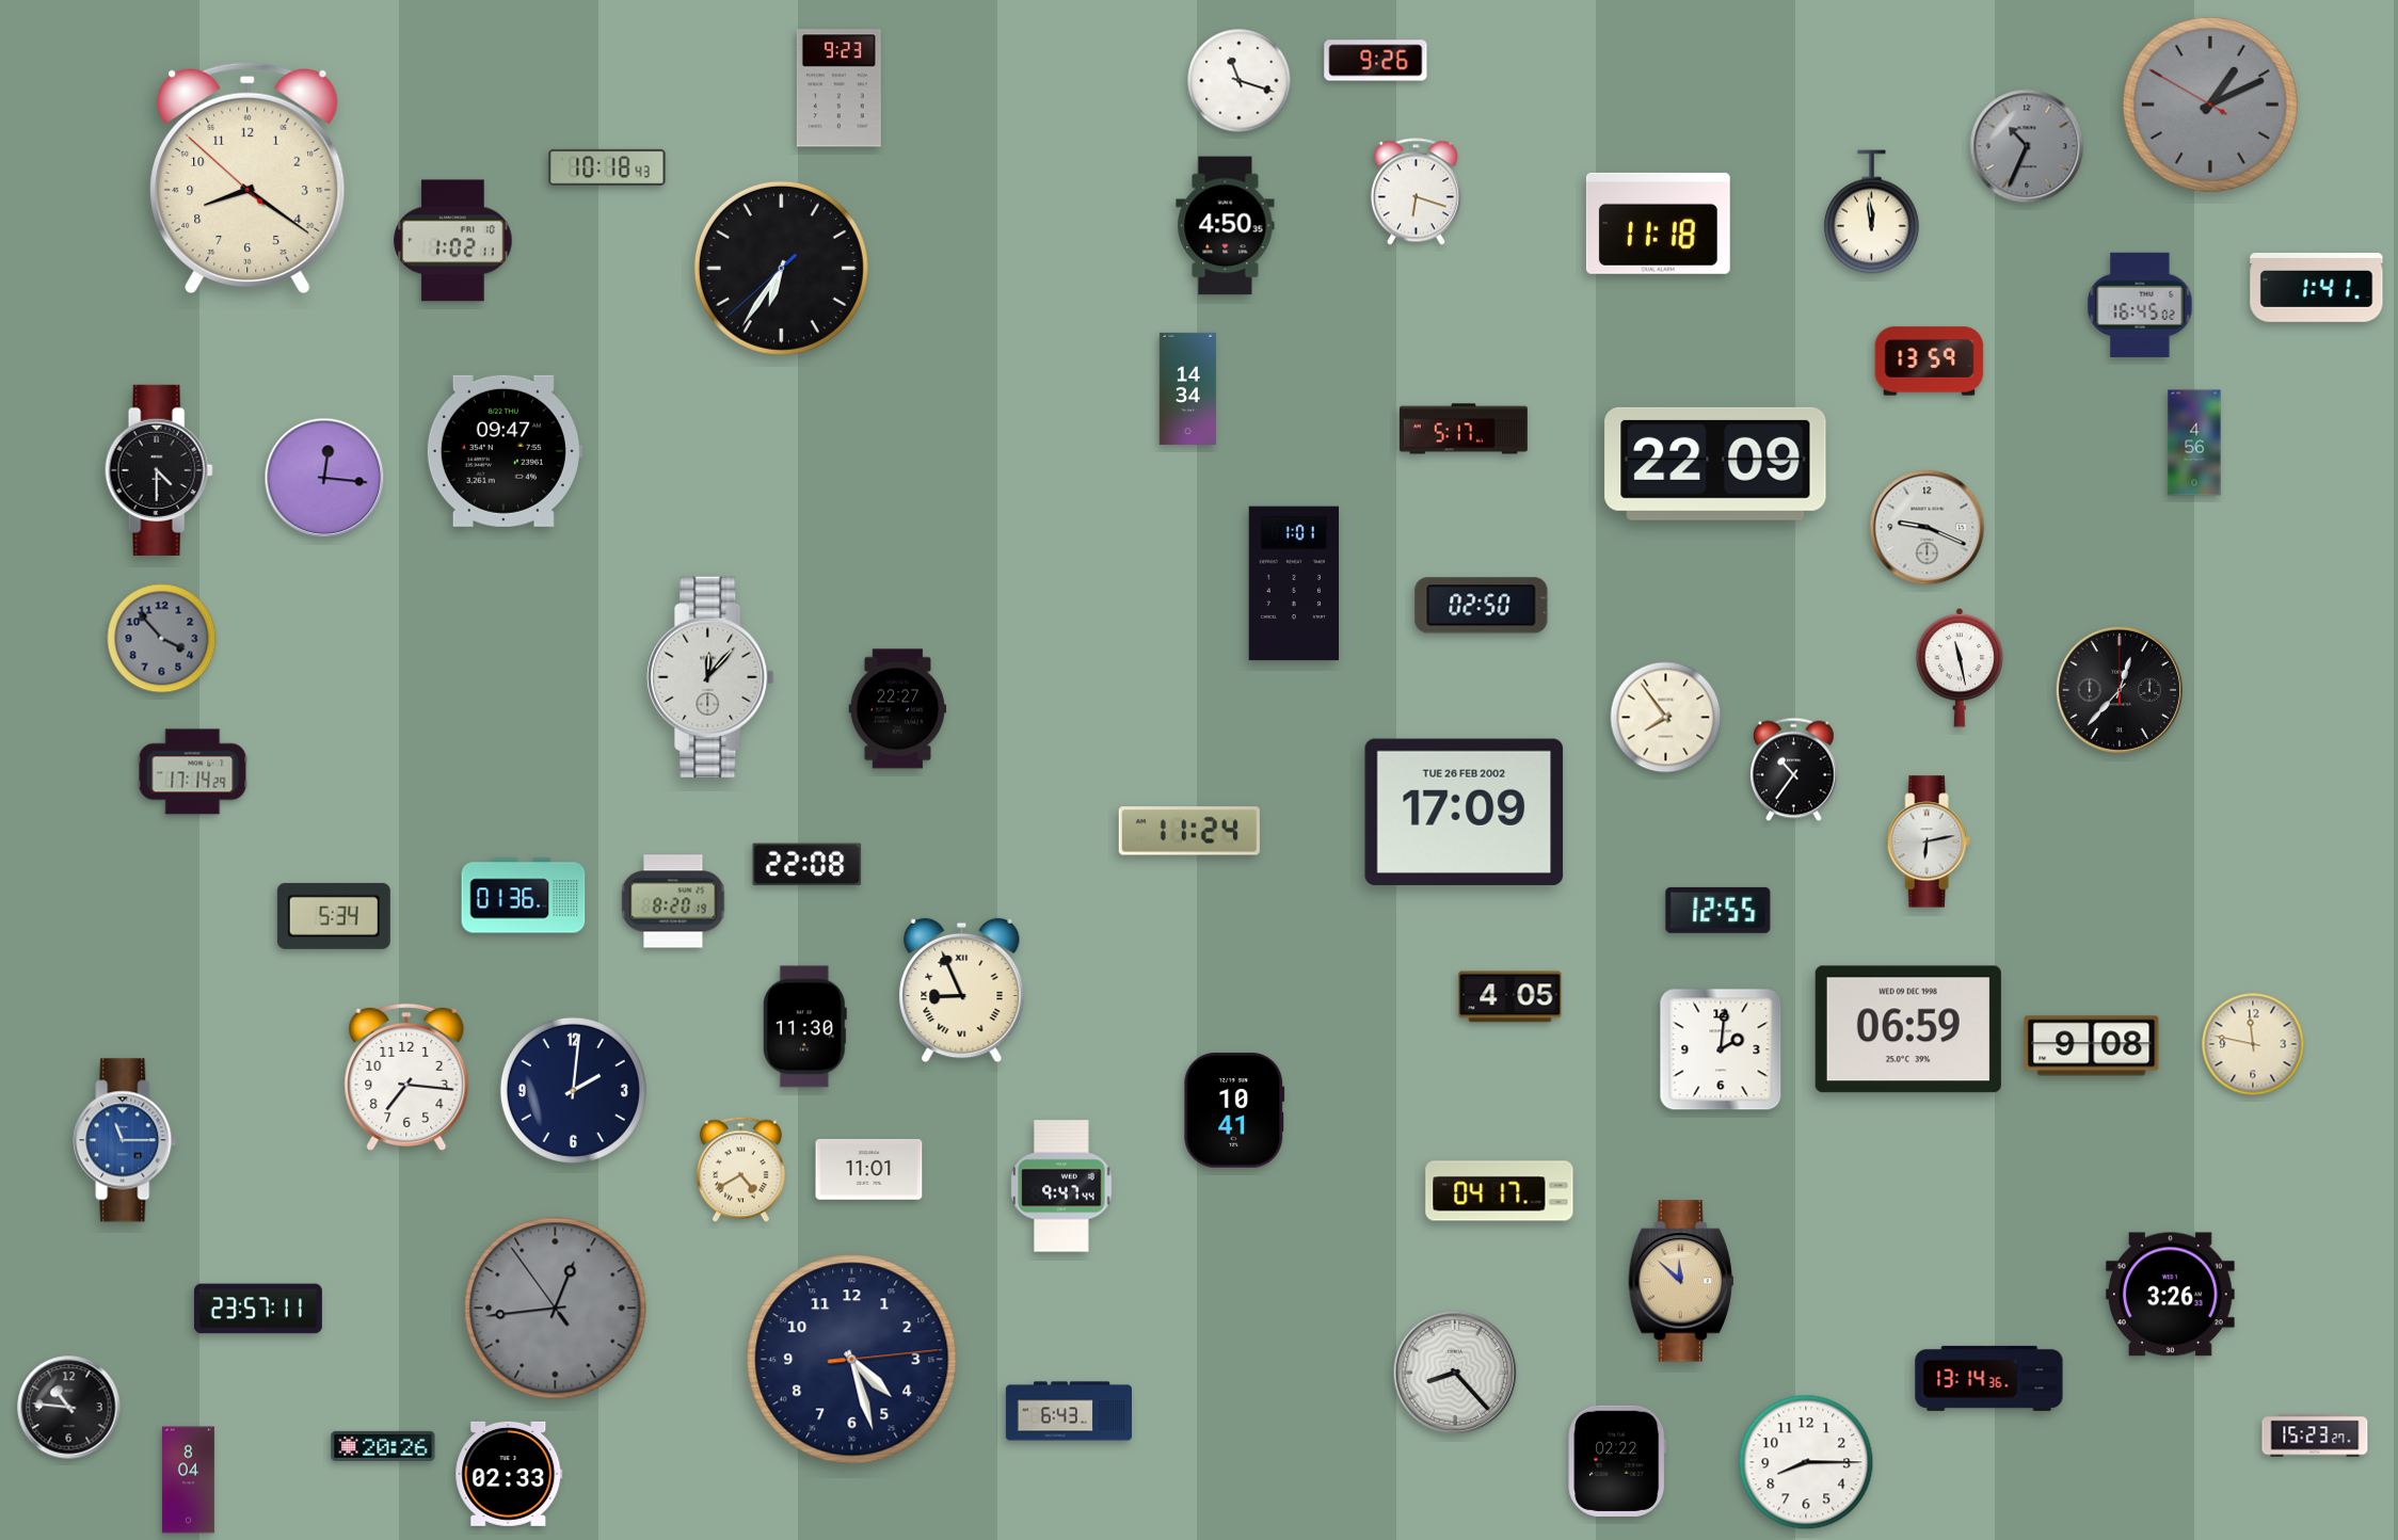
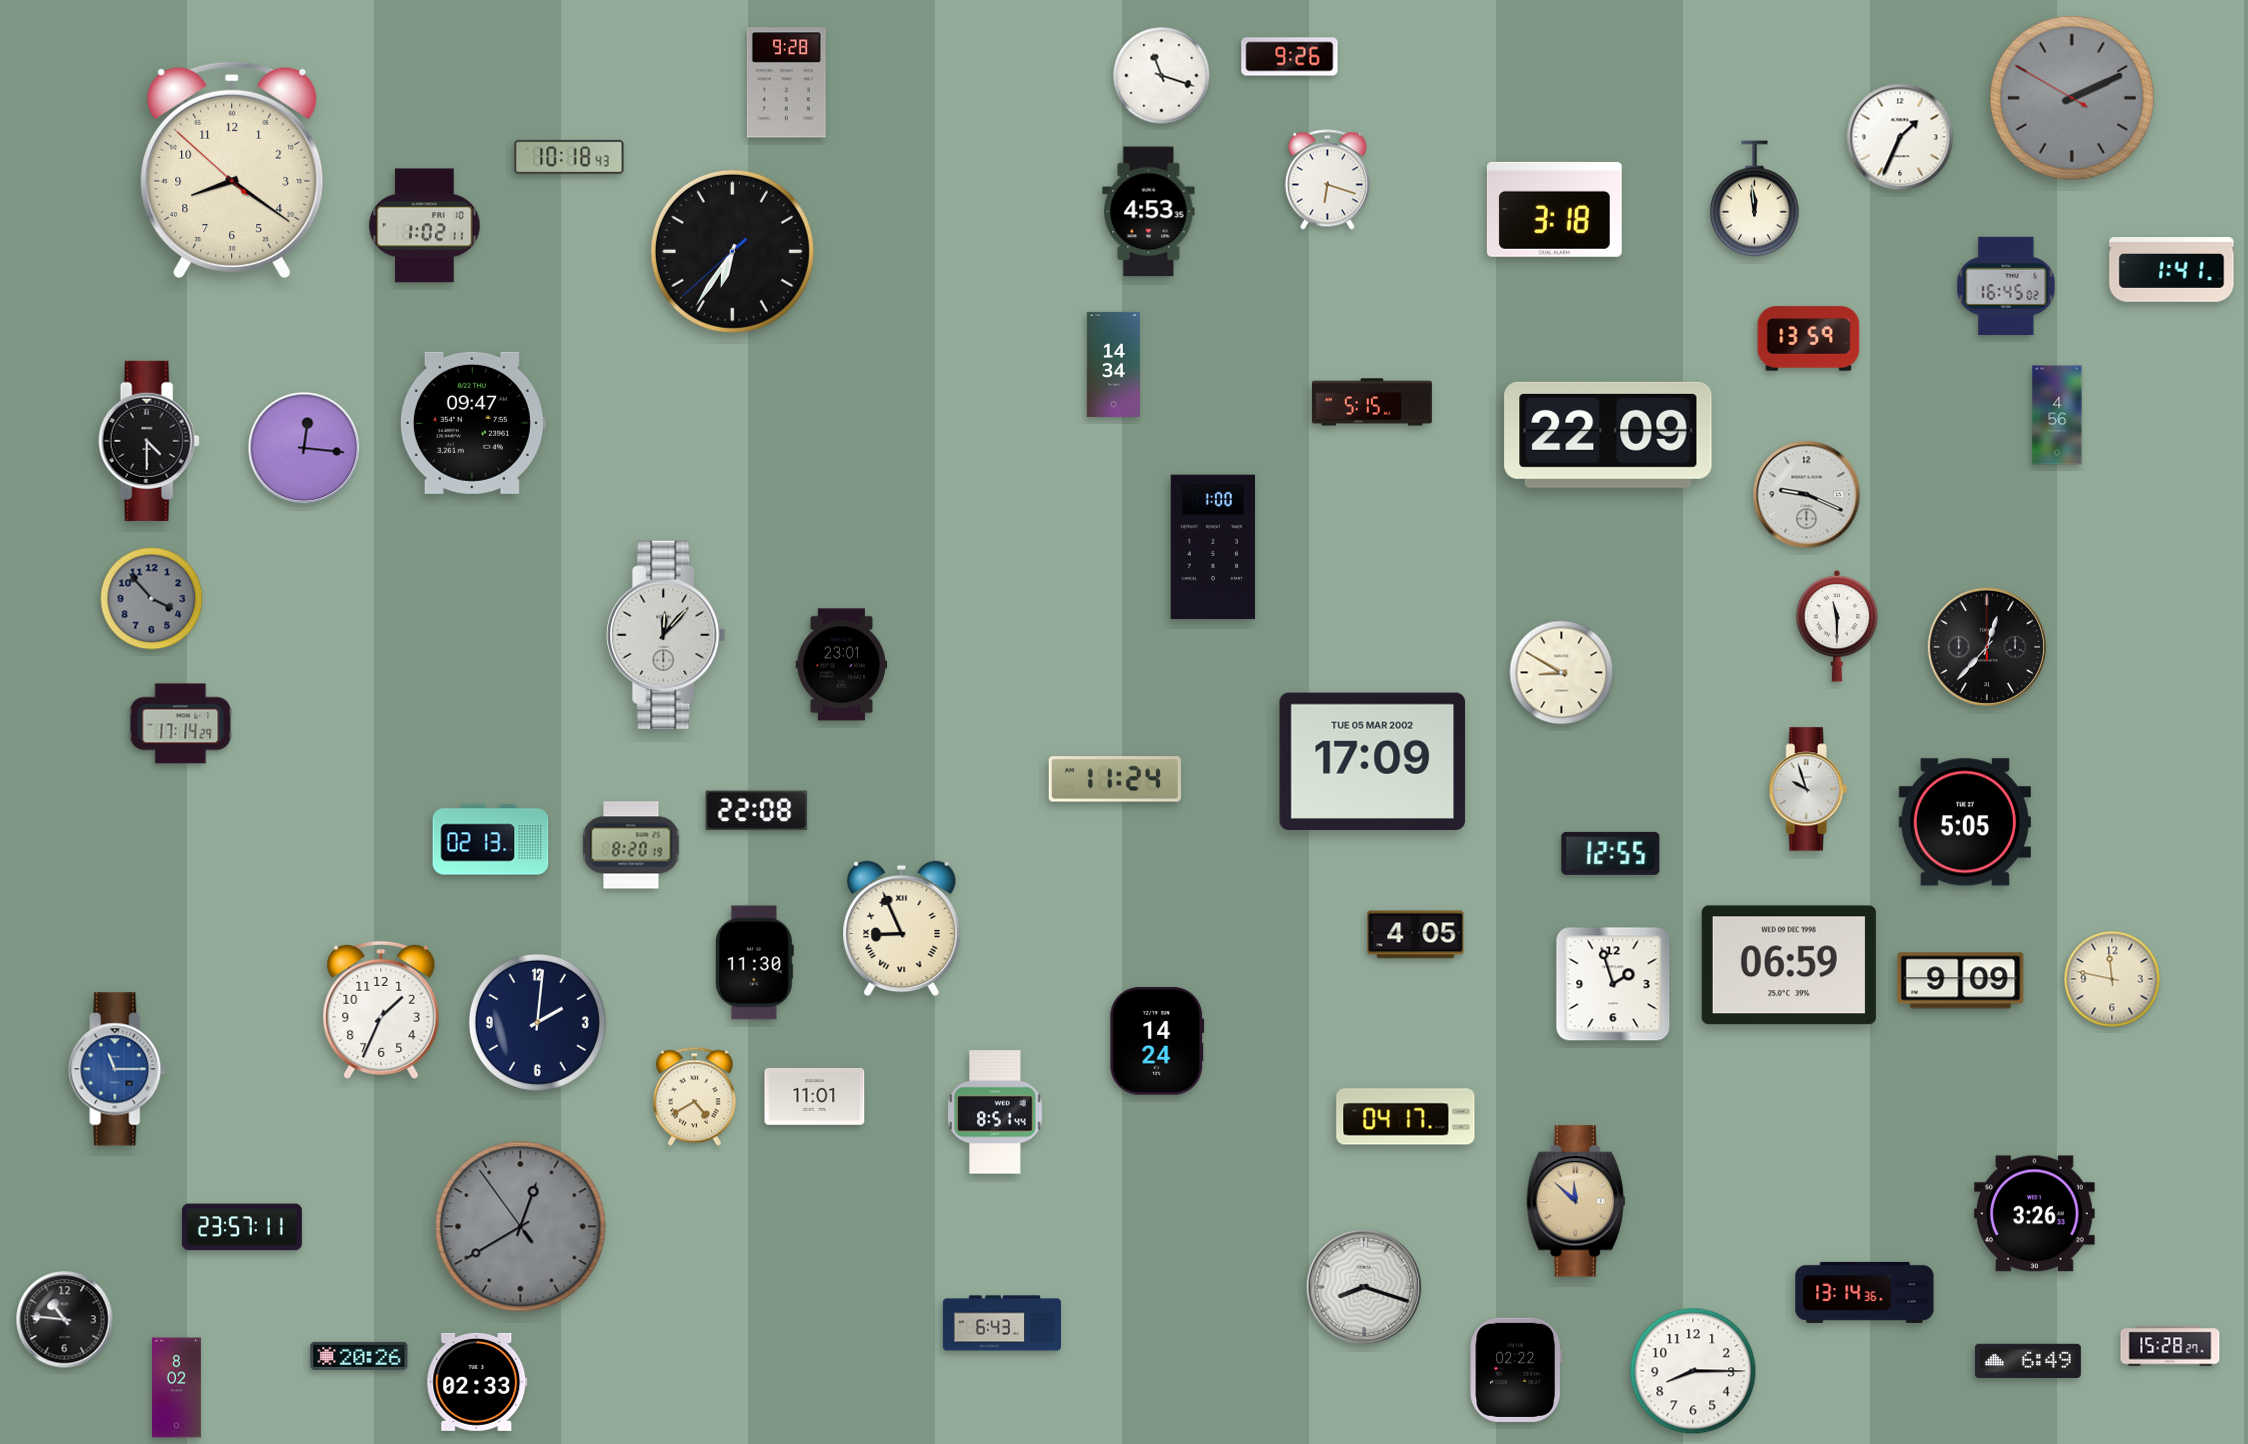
clock at (838, 89): 9:23 -> 9:28
clock at (2210, 105): 1:10 -> 2:10
clock at (2027, 146): 10:34 -> 1:34
clock at (2027, 146) dial: grey -> white
clock at (247, 177) position: (247, 177) -> (232, 169)
clock at (1658, 223): 11:18 -> 3:18
clock at (1226, 226): 4:50 -> 4:53
clock at (1464, 429): 5:17 -> 5:15
clock at (1294, 583): 1:01 -> 1:00
clock at (1482, 606): 02:50 -> none
clock at (1960, 669): 11:28 -> 11:30
clock at (898, 709): 22:27 -> 23:01
clock at (1666, 718): 7:54 -> 8:50
clock at (1794, 770): 10:36 -> none
clock at (1465, 812) date: TUE 26 FEB 2002 -> TUE 05 MAR 2002
clock at (1929, 841): 6:13 -> 9:57
clock at (1965, 822): none -> 5:05
clock at (524, 896): 01:36 -> 02:13
clock at (334, 916): 5:34 -> none
clock at (2092, 1046): 9:08 -> 9:09
clock at (1721, 1049): 2:01 -> 1:57
clock at (406, 1077): 7:16 -> 1:34
clock at (1234, 1110): 10:41 -> 14:24
clock at (1061, 1186): 9:47 -> 8:51
clock at (556, 1309): 12:43 -> 12:39
clock at (852, 1360): 4:27 -> none
clock at (1455, 1373): 8:23 -> 8:18
clock at (2315, 1435): 15:23 -> 15:28
clock at (2028, 1361): none -> 6:49
clock at (188, 1480): 8:04 -> 8:02
